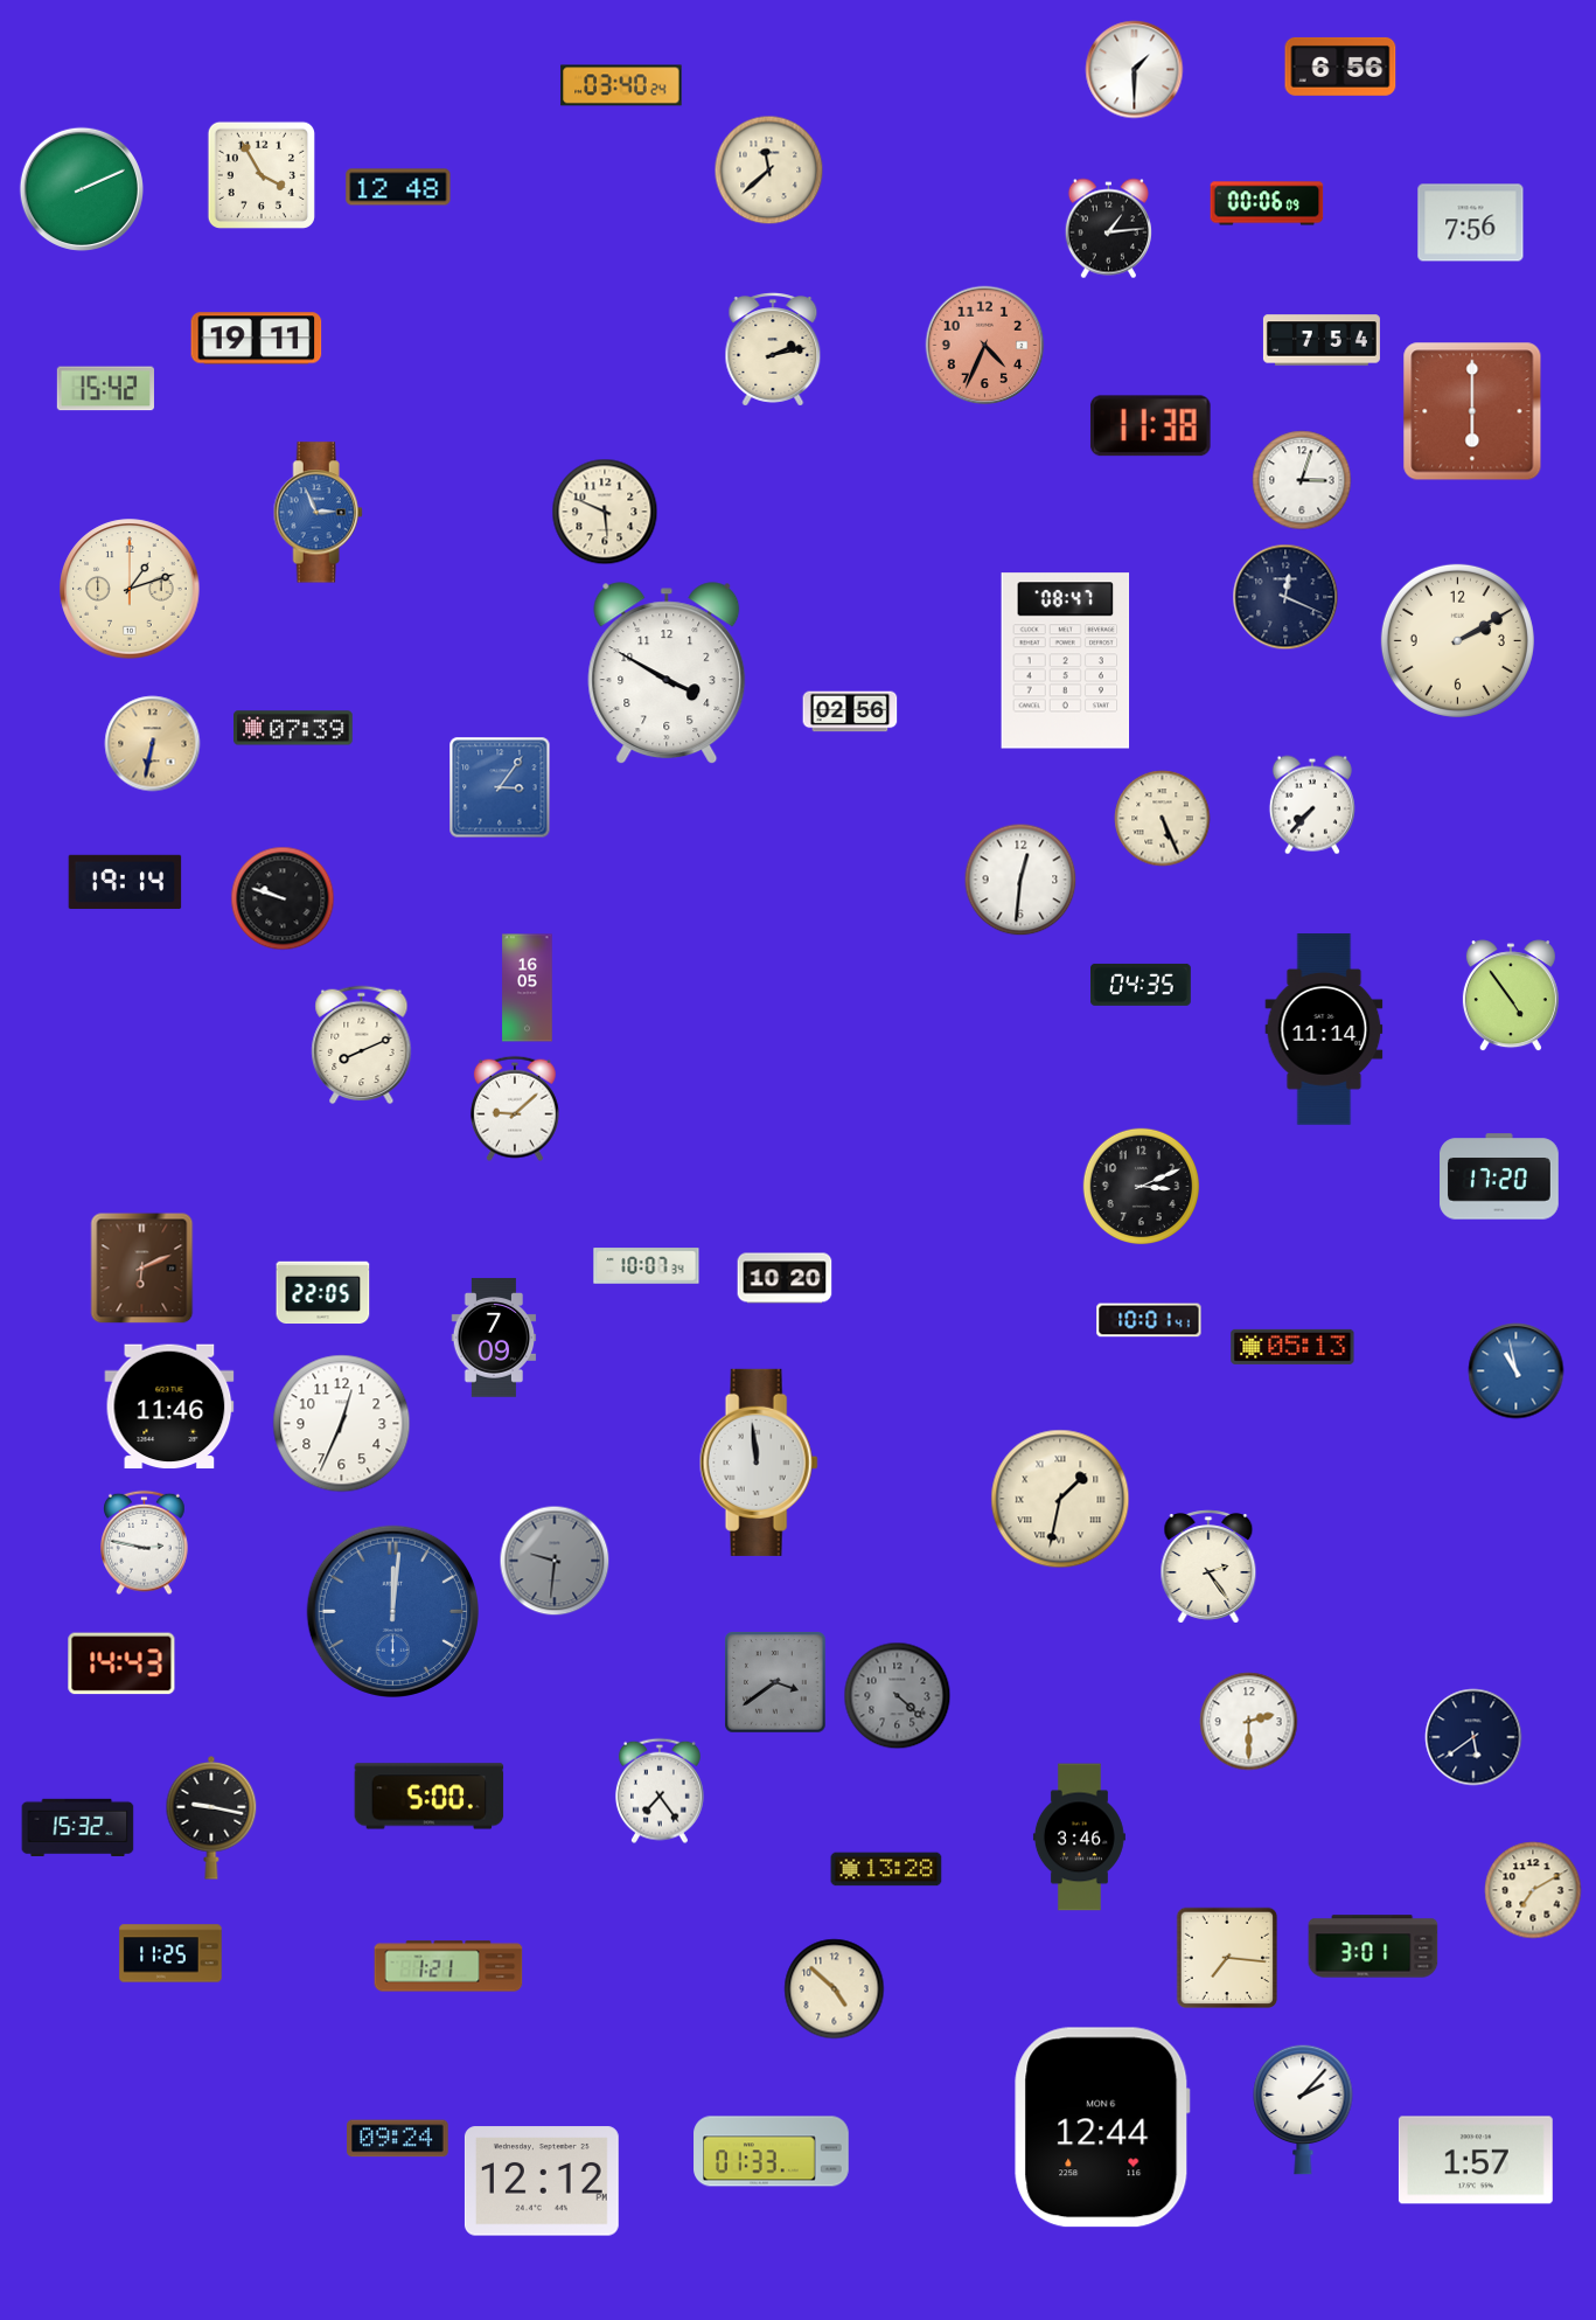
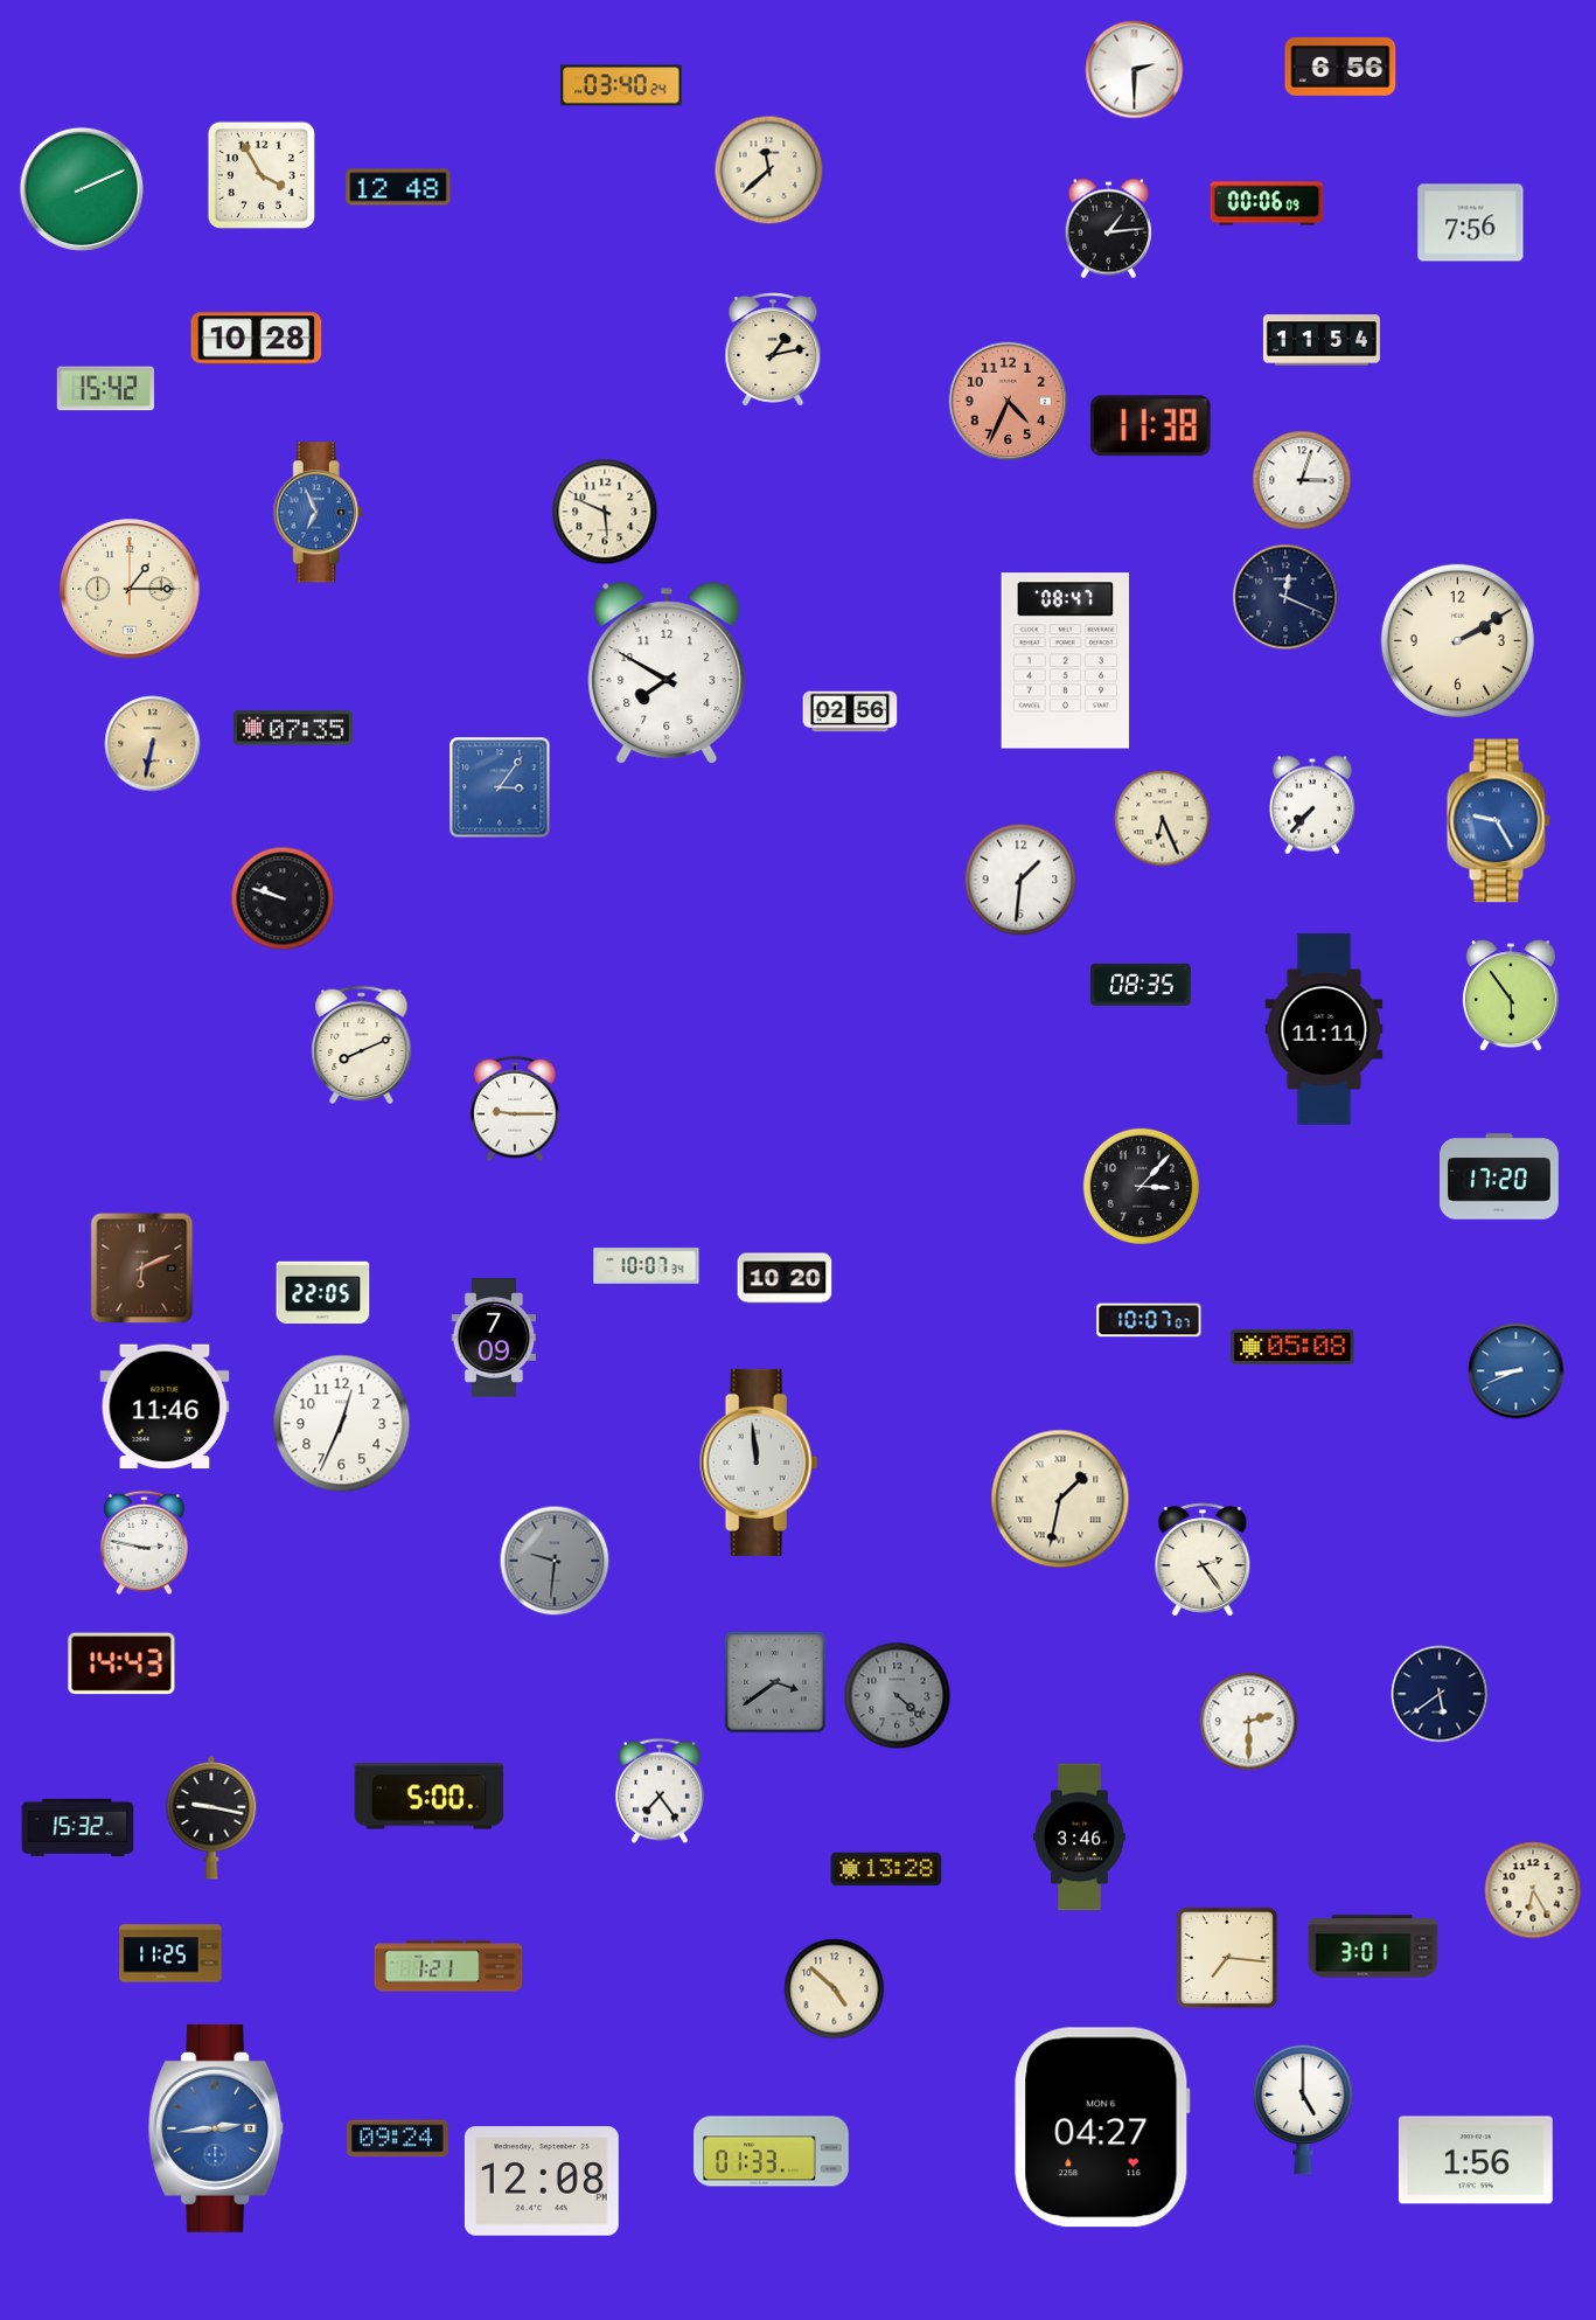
clock at (1135, 70): 1:30 -> 2:30
clock at (257, 339): 19:11 -> 10:28
clock at (1322, 340): 7:54 -> 11:54
clock at (985, 346) position: (985, 346) -> (1009, 402)
clock at (773, 349): 2:13 -> 1:13
clock at (1472, 411): 6:00 -> none
clock at (318, 513): 2:56 -> 6:56
clock at (130, 589): 1:12 -> 1:15
clock at (667, 674): 3:50 -> 7:50
clock at (293, 728): 07:39 -> 07:35
clock at (1163, 819): 5:26 -> 6:26
clock at (1498, 821): none -> 9:25
clock at (1020, 880): 12:31 -> 1:31
clock at (125, 882): 19:14 -> none
clock at (1142, 985): 04:35 -> 08:35
clock at (528, 988): 16:05 -> none
clock at (1511, 996): 4:54 -> 5:54
clock at (1324, 1029): 11:14 -> 11:11
clock at (515, 1109): 9:08 -> 9:15
clock at (1142, 1187): 3:11 -> 3:07
clock at (1149, 1320): 10:01 -> 10:07
clock at (1292, 1347): 05:13 -> 05:08
clock at (1517, 1371): 10:58 -> 8:41
clock at (169, 1406) position: (169, 1406) -> (165, 1406)
clock at (1208, 1567) position: (1208, 1567) -> (1203, 1560)
clock at (392, 1611): 12:01 -> none
clock at (1473, 1737) position: (1473, 1737) -> (1440, 1694)
clock at (1533, 1890): 7:10 -> 6:25
clock at (1303, 2110): 2:07 -> 5:00
clock at (1102, 2127): 12:44 -> 04:27
clock at (216, 2128): none -> 2:44
clock at (1476, 2160): 1:57 -> 1:56
clock at (542, 2181): 12:12 -> 12:08
